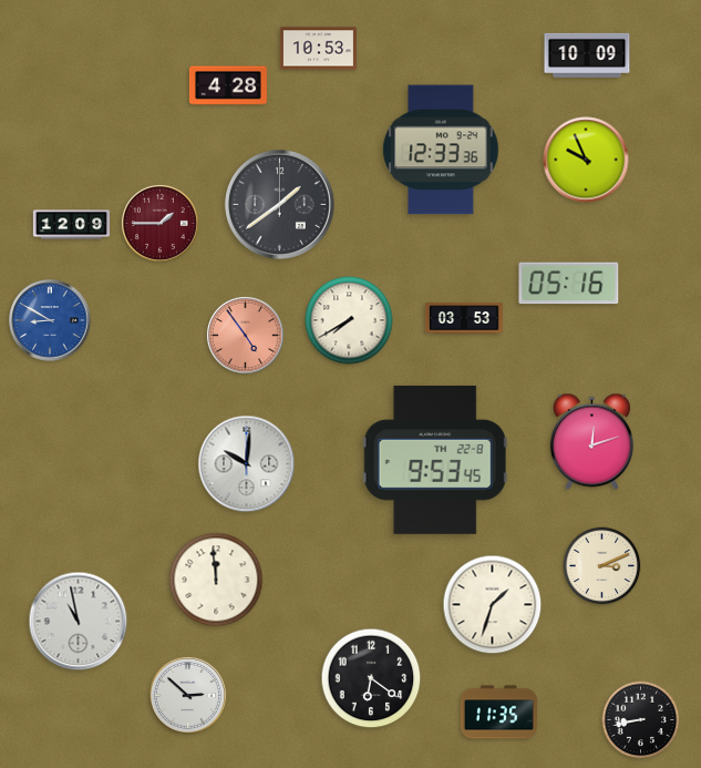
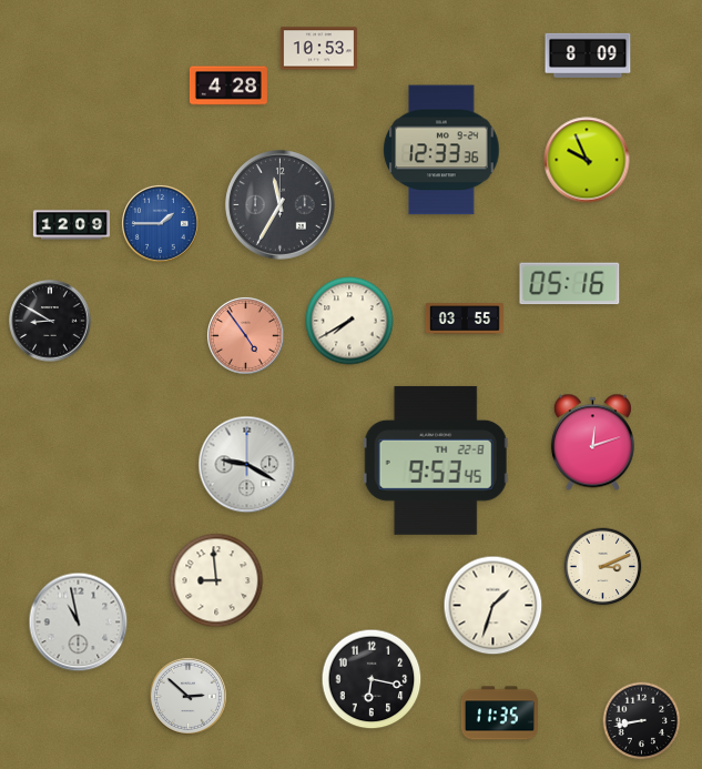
clock at (587, 55): 10:09 -> 8:09
clock at (280, 205): 1:39 -> 11:35
clock at (159, 223) dial: burgundy -> blue
clock at (464, 318): 03:53 -> 03:55
clock at (50, 320) dial: blue -> black
clock at (247, 464): 10:01 -> 9:20
clock at (216, 580): 11:59 -> 8:59
clock at (371, 678): 6:21 -> 6:17
